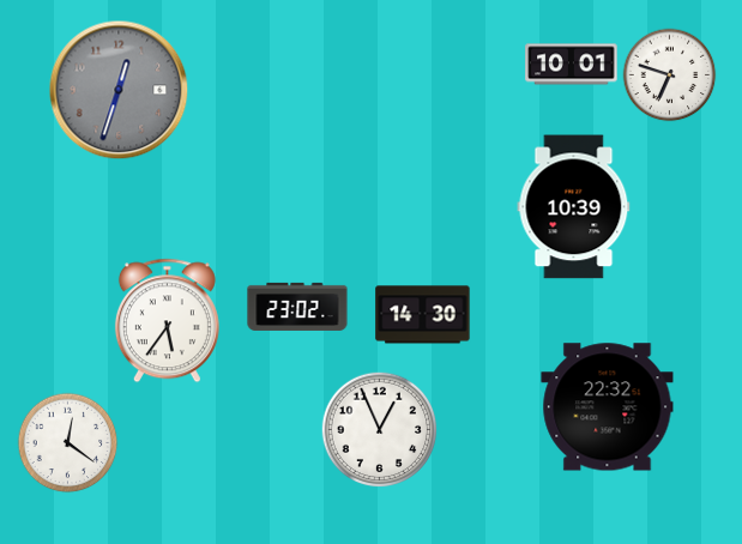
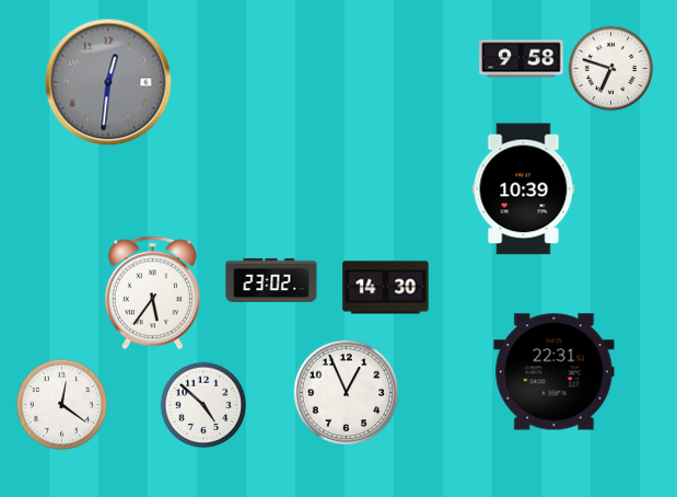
clock at (572, 65): 10:01 -> 9:58
clock at (119, 90): 12:33 -> 12:31
clock at (608, 407): 22:32 -> 22:31
clock at (203, 405): none -> 4:52
